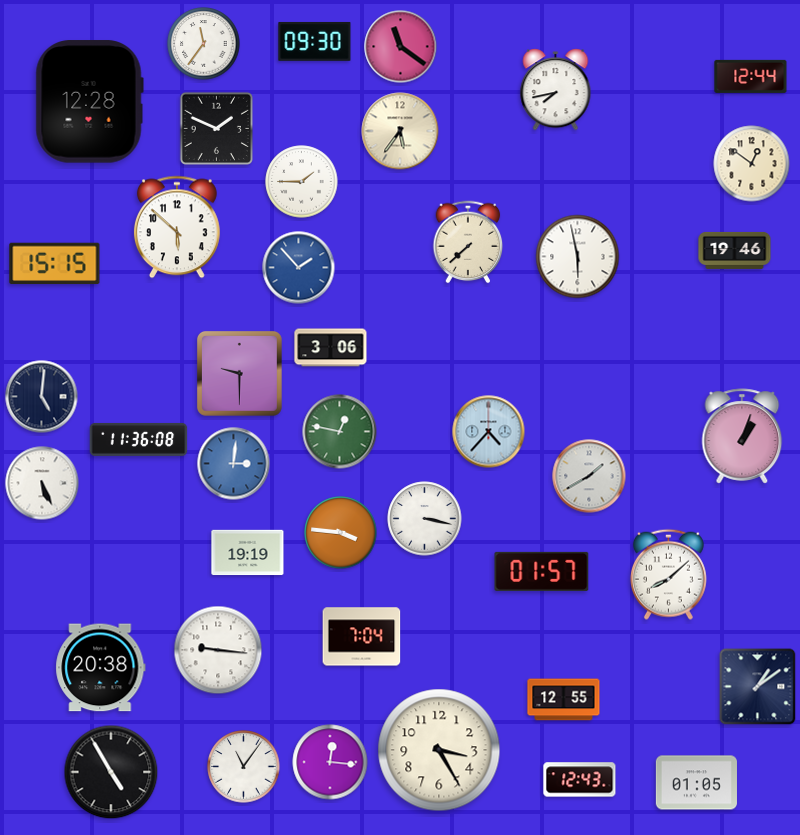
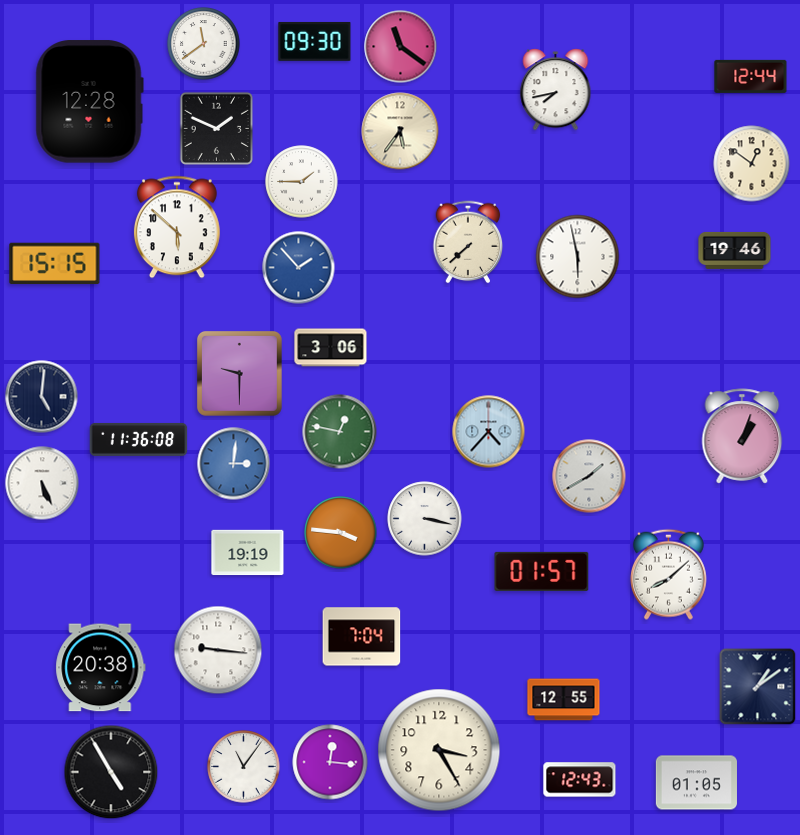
clock at (204, 44): 11:36 -> 11:39
